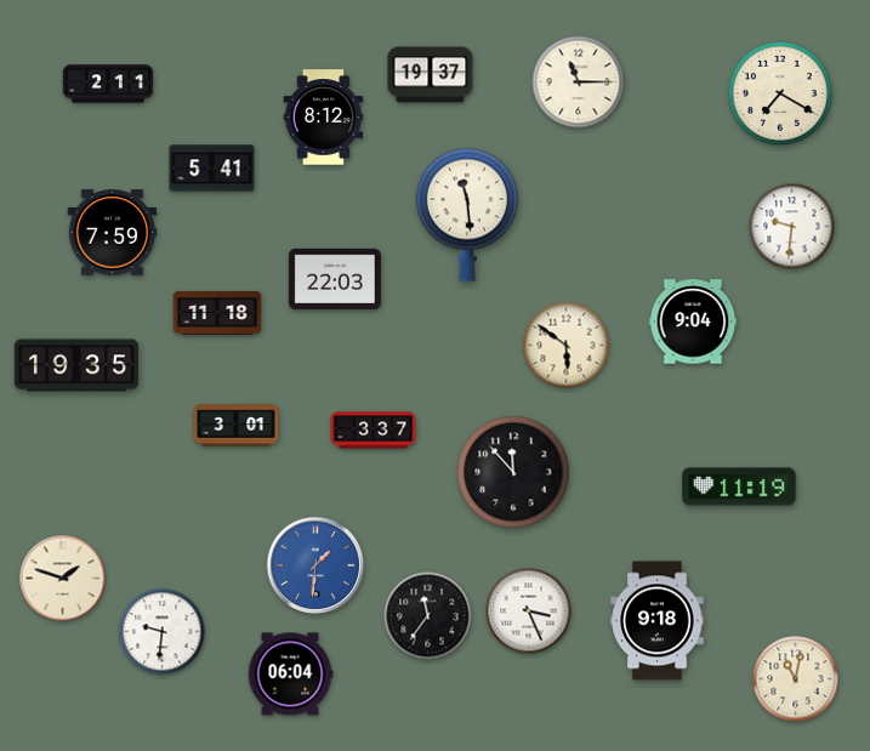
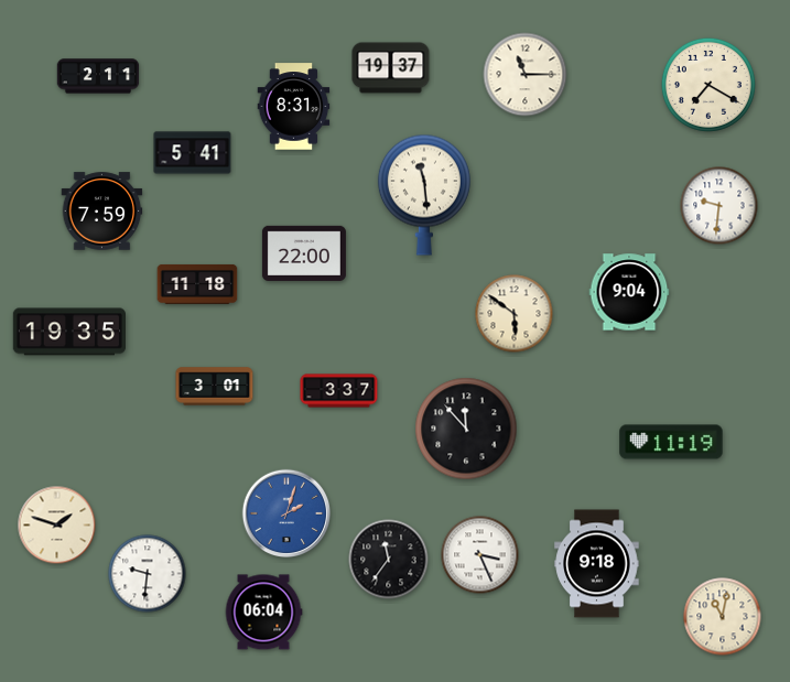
clock at (324, 118): 8:12 -> 8:31
clock at (335, 278): 22:03 -> 22:00
clock at (315, 565): 1:31 -> 2:03
